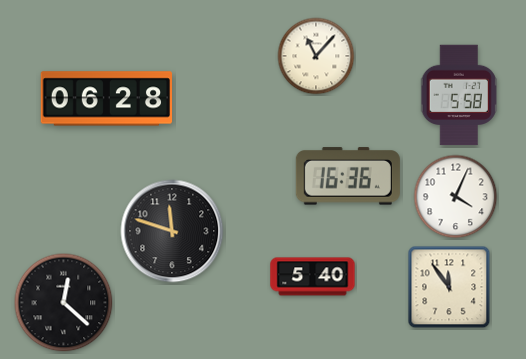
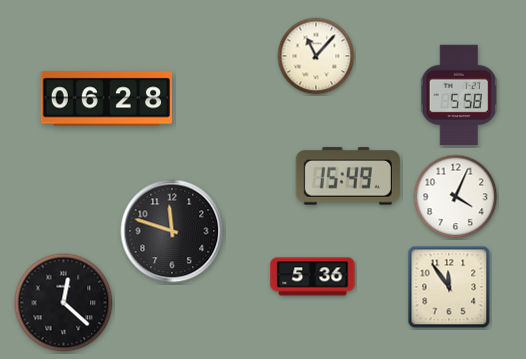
clock at (348, 176): 16:36 -> 15:49
clock at (313, 277): 5:40 -> 5:36
